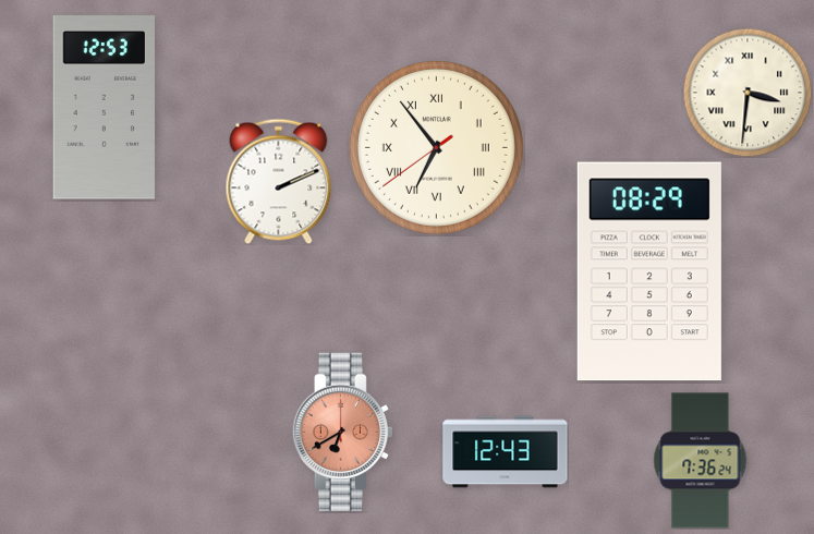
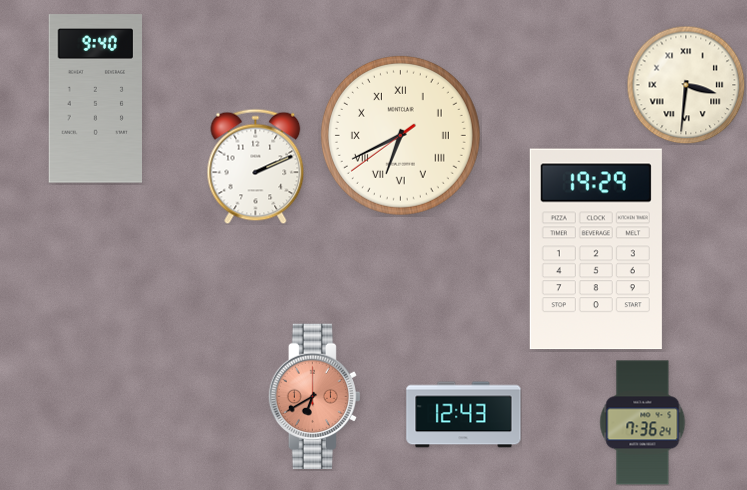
clock at (104, 108): 12:53 -> 9:40
clock at (436, 147): 6:53 -> 6:40
clock at (649, 271): 08:29 -> 19:29
